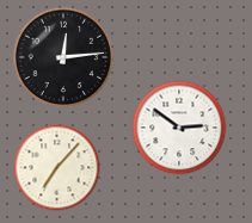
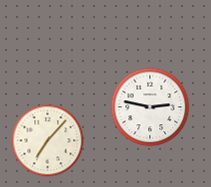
clock at (63, 57): 12:14 -> none
clock at (179, 128): 2:51 -> 2:47
